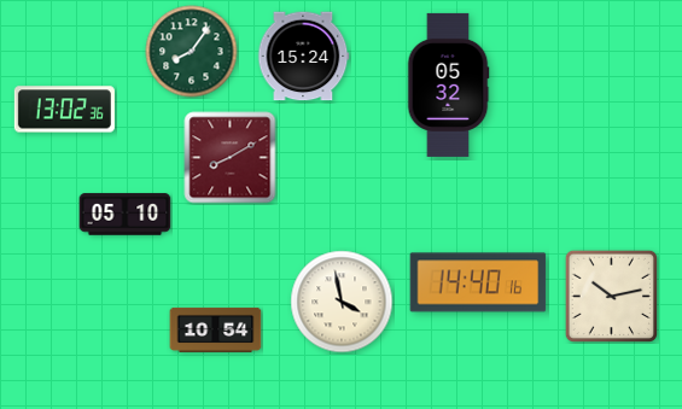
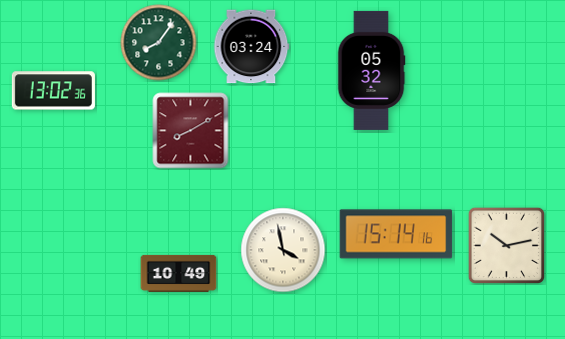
clock at (303, 57): 15:24 -> 03:24
clock at (126, 215): 05:10 -> none
clock at (478, 282): 14:40 -> 15:14
clock at (216, 329): 10:54 -> 10:49
